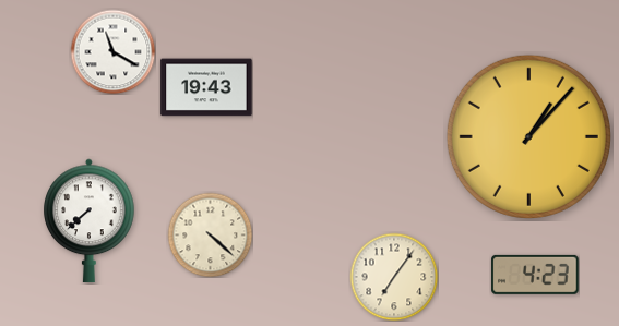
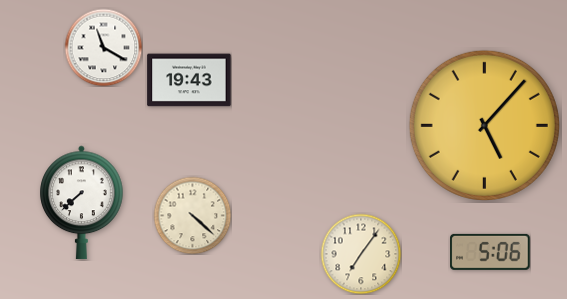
clock at (528, 136): 1:07 -> 5:07
clock at (535, 275): 4:23 -> 5:06
